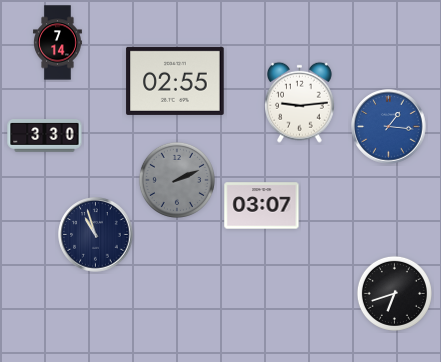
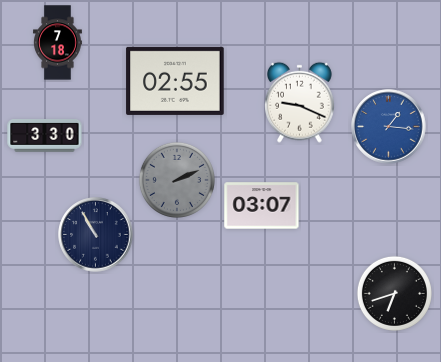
clock at (58, 43): 7:14 -> 7:18
clock at (300, 102): 9:14 -> 9:19
clock at (96, 235): 10:57 -> 10:55
